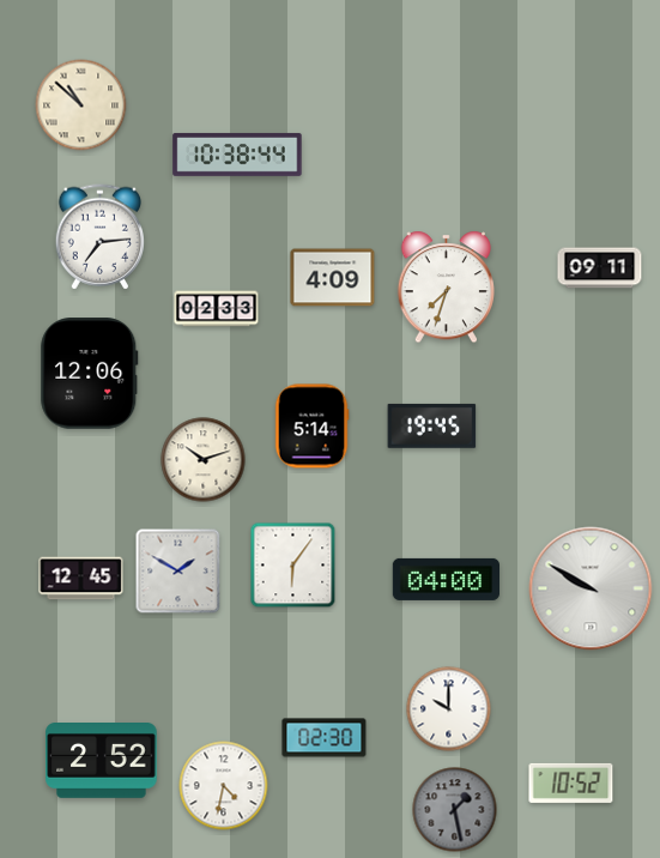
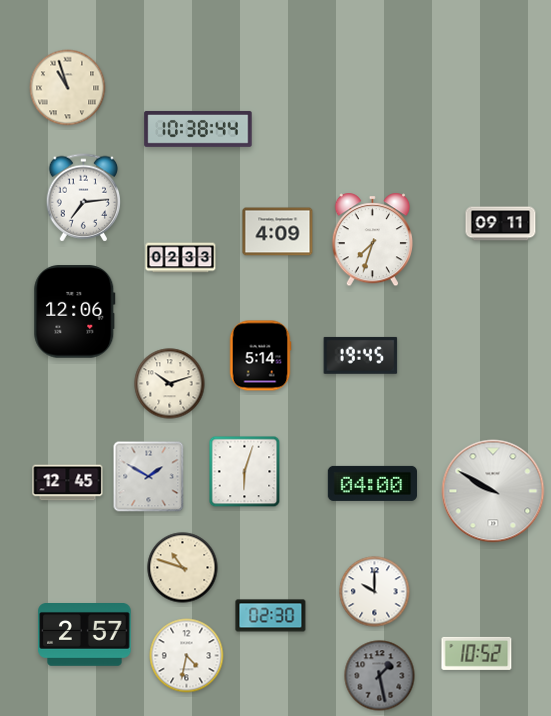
clock at (81, 105): 10:52 -> 10:57
clock at (293, 566): 6:06 -> 6:03
clock at (183, 568): none -> 10:48
clock at (102, 761): 2:52 -> 2:57
